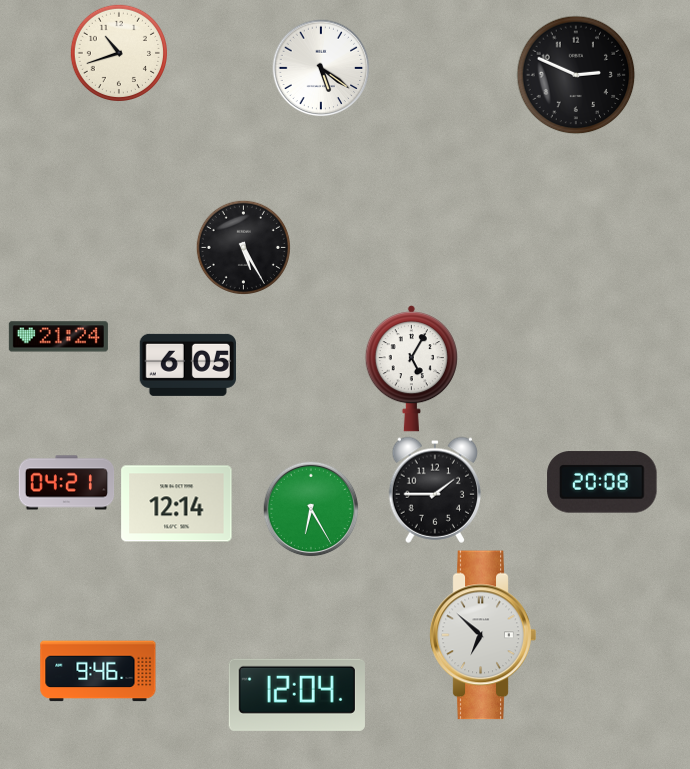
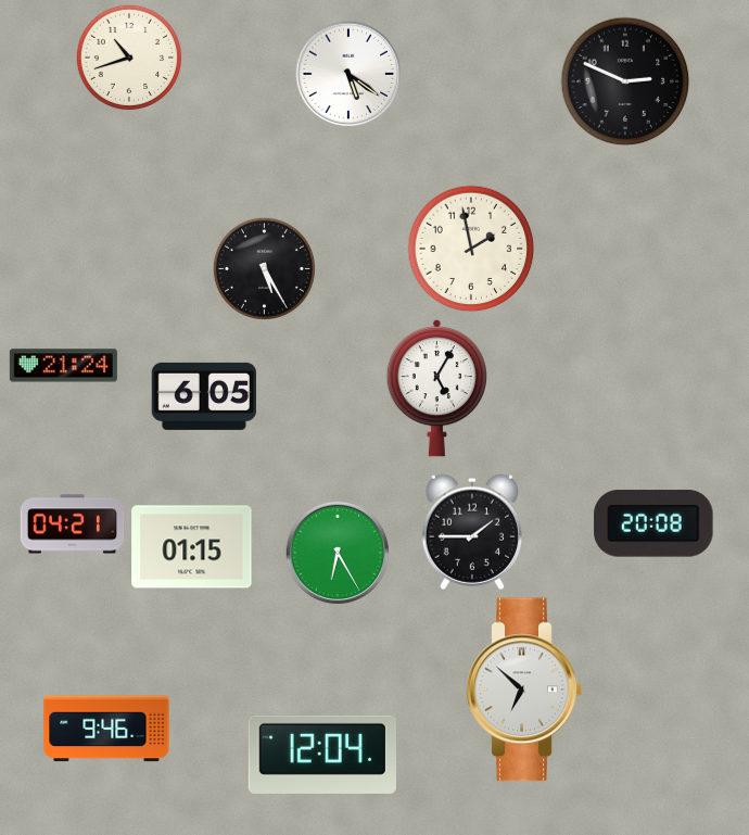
clock at (471, 249): none -> 1:58
clock at (411, 369) position: (411, 369) -> (436, 389)
clock at (177, 504): 12:14 -> 01:15
